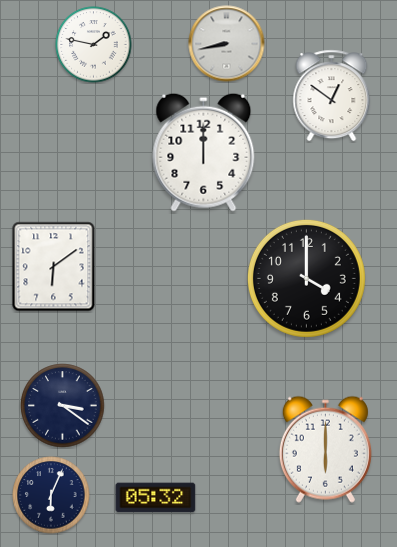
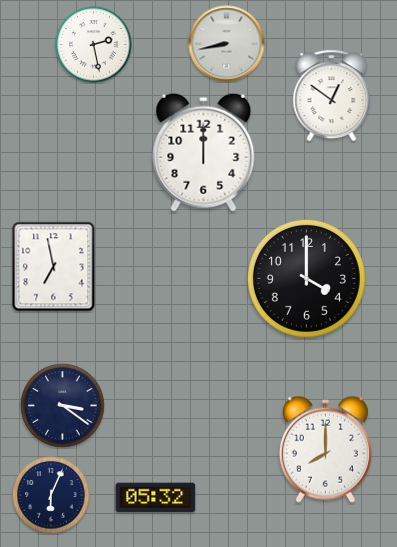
clock at (94, 45): 1:47 -> 2:28
clock at (54, 267): 6:09 -> 6:58
clock at (325, 449): 6:00 -> 8:00
